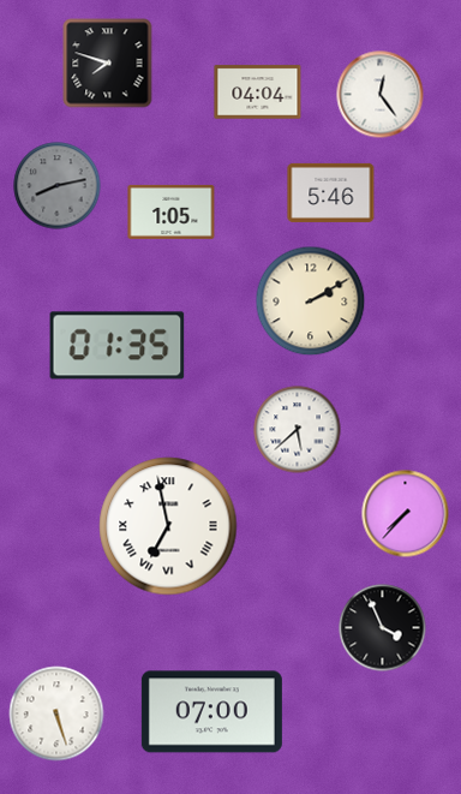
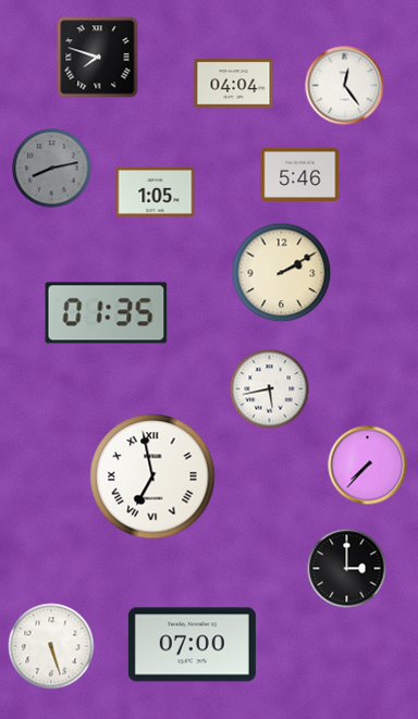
clock at (298, 430): 5:38 -> 5:43
clock at (383, 628): 3:56 -> 3:00
